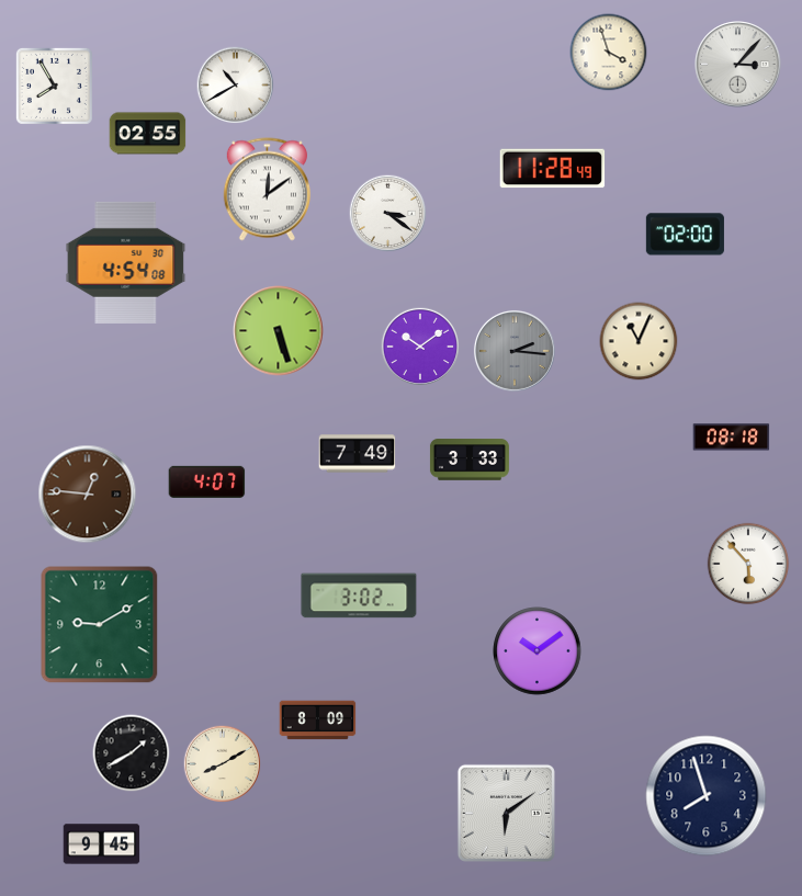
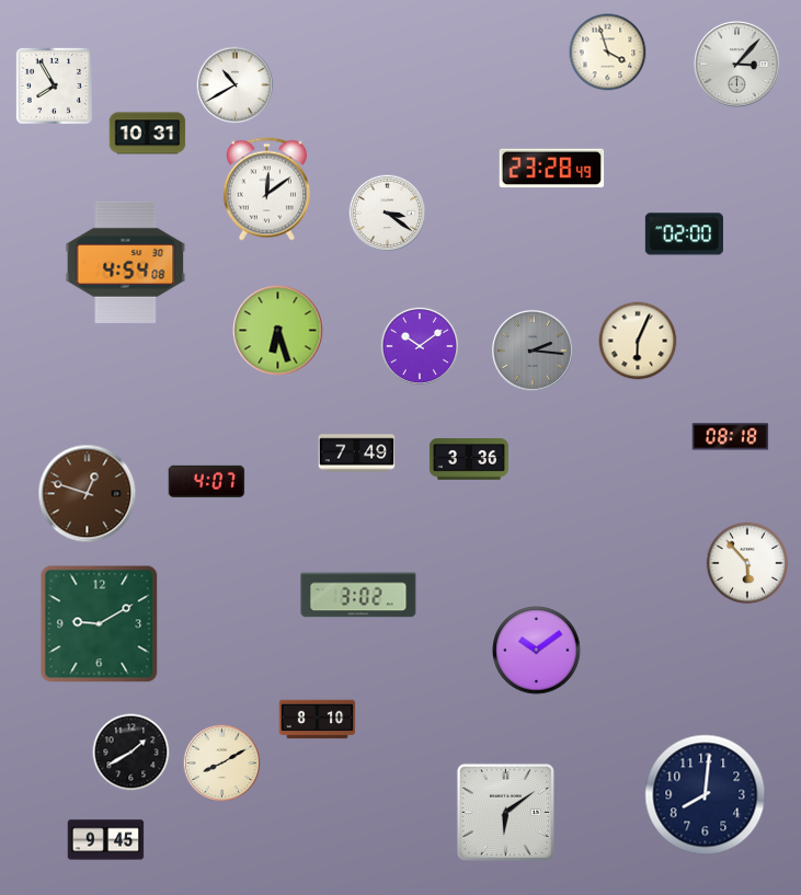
clock at (148, 134): 02:55 -> 10:31
clock at (553, 169): 11:28 -> 23:28
clock at (279, 331): 5:27 -> 6:27
clock at (639, 341): 11:04 -> 6:04
clock at (515, 351) position: (515, 351) -> (533, 351)
clock at (470, 460): 3:33 -> 3:36
clock at (88, 495): 12:46 -> 12:48
clock at (318, 721): 8:09 -> 8:10
clock at (707, 796): 7:57 -> 8:01
clock at (102, 844) position: (102, 844) -> (106, 840)
